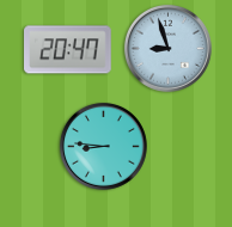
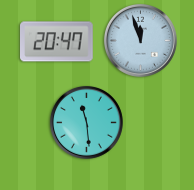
clock at (167, 48): 8:57 -> 11:57
clock at (103, 146): 8:46 -> 11:29
